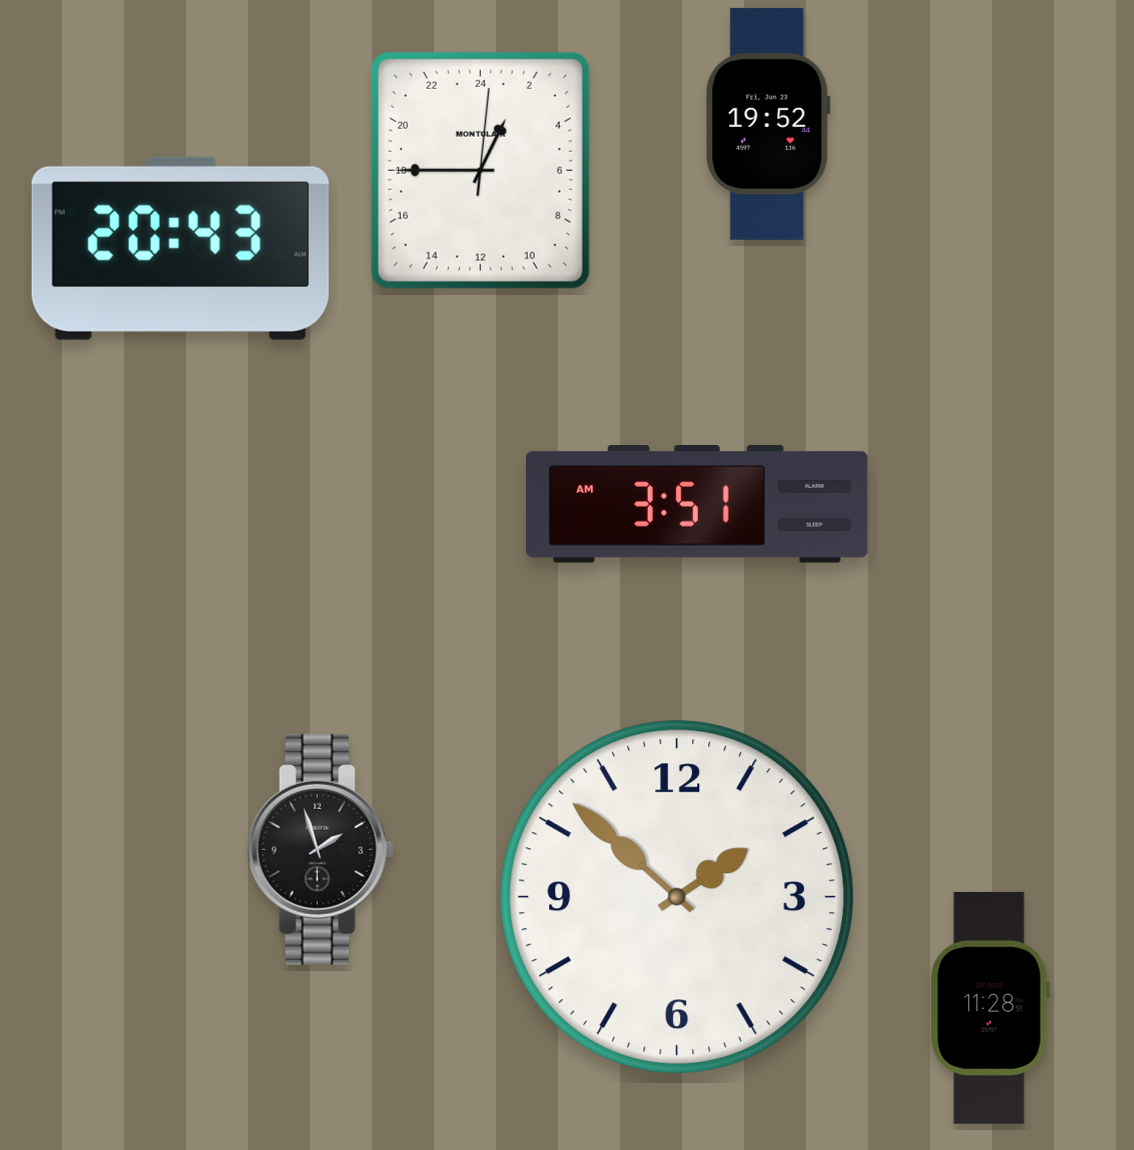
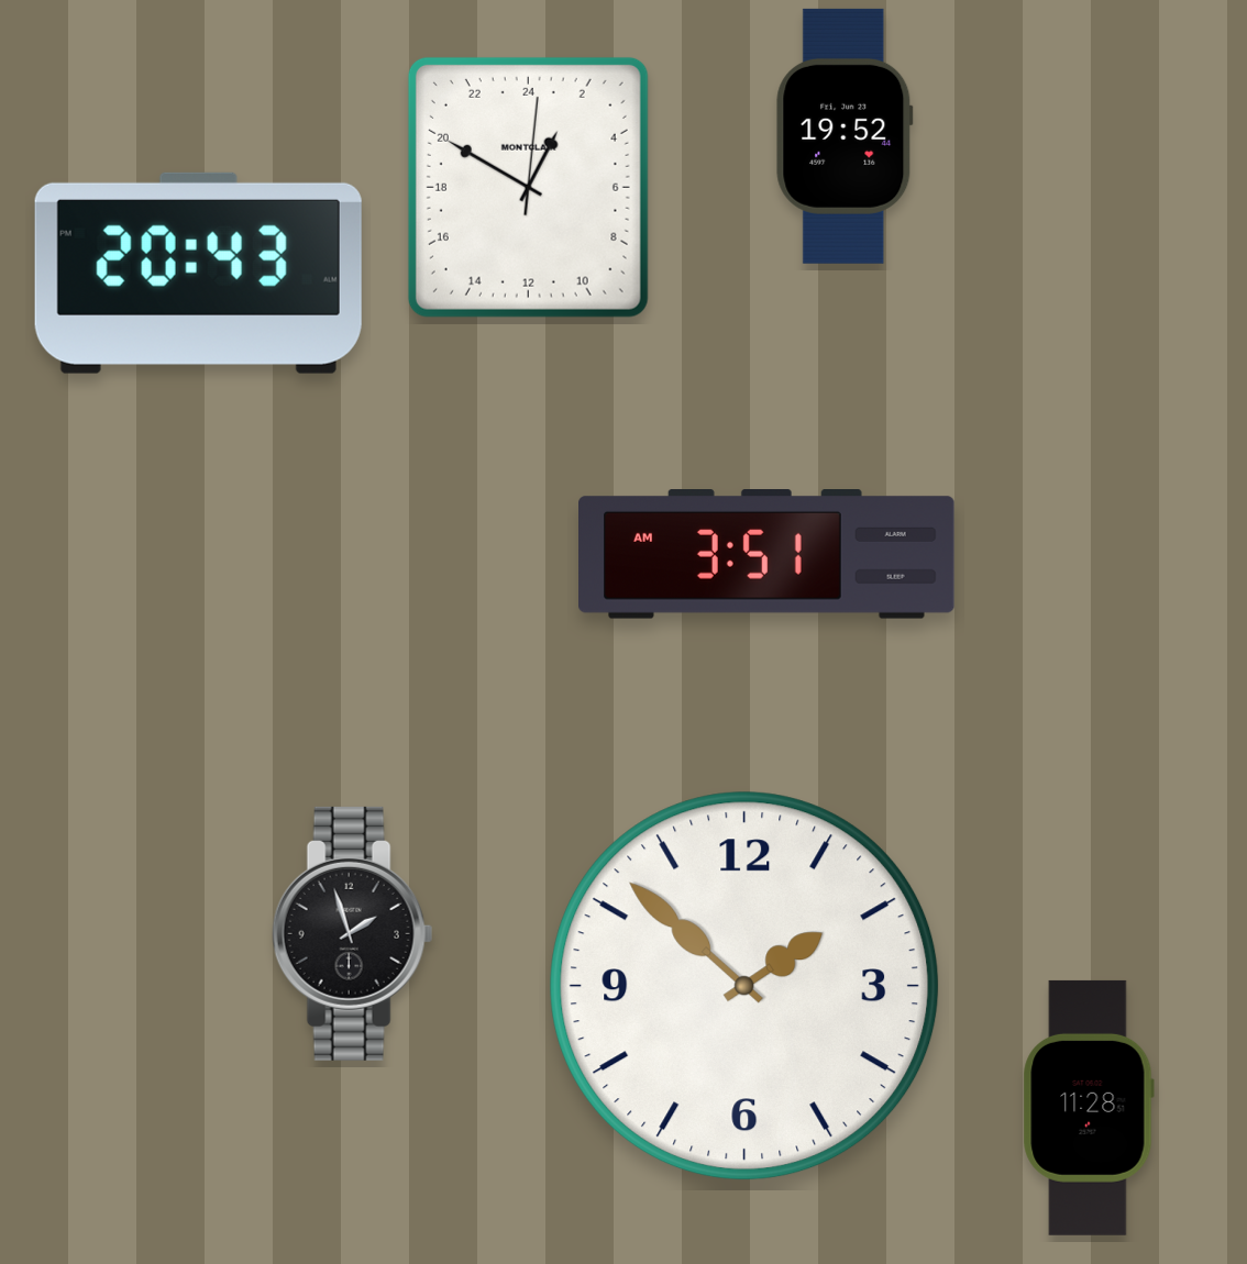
clock at (480, 170): 1:45 -> 1:50
